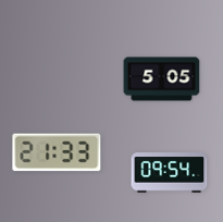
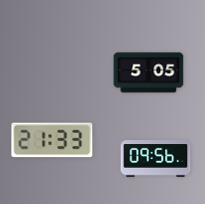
clock at (170, 173): 09:54 -> 09:56
